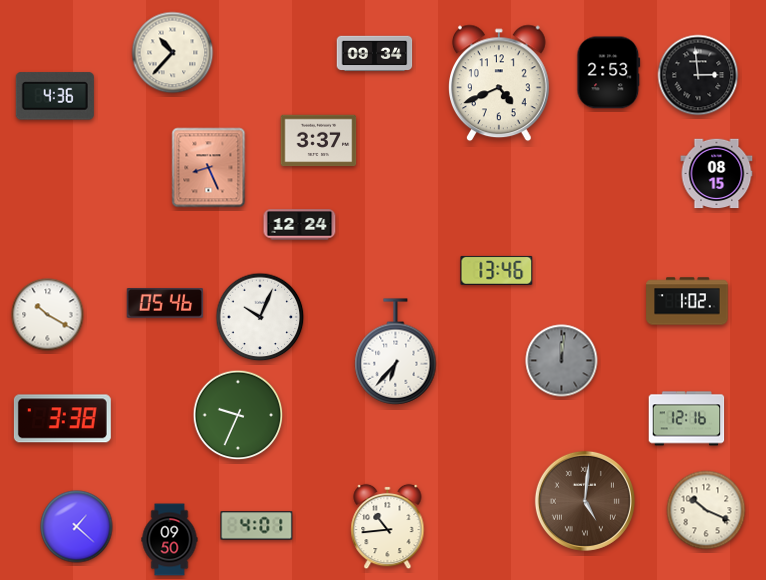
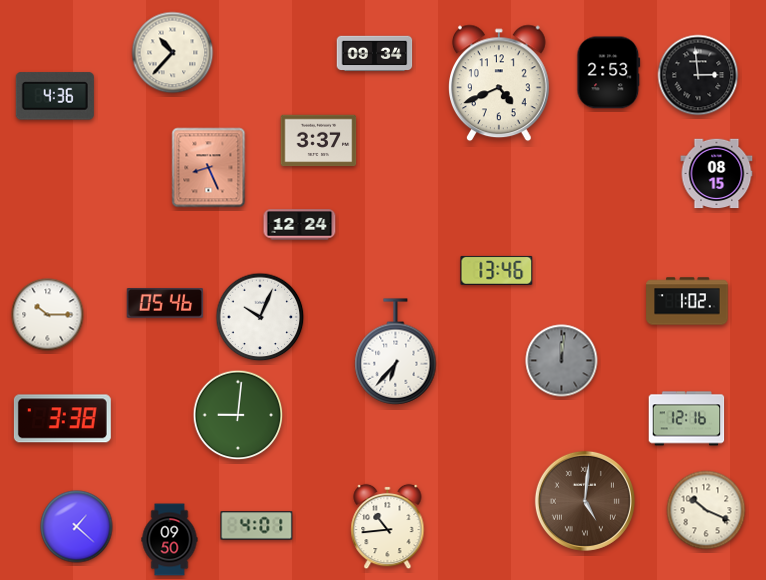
clock at (48, 315): 10:20 -> 10:15
clock at (238, 415): 9:34 -> 9:01
